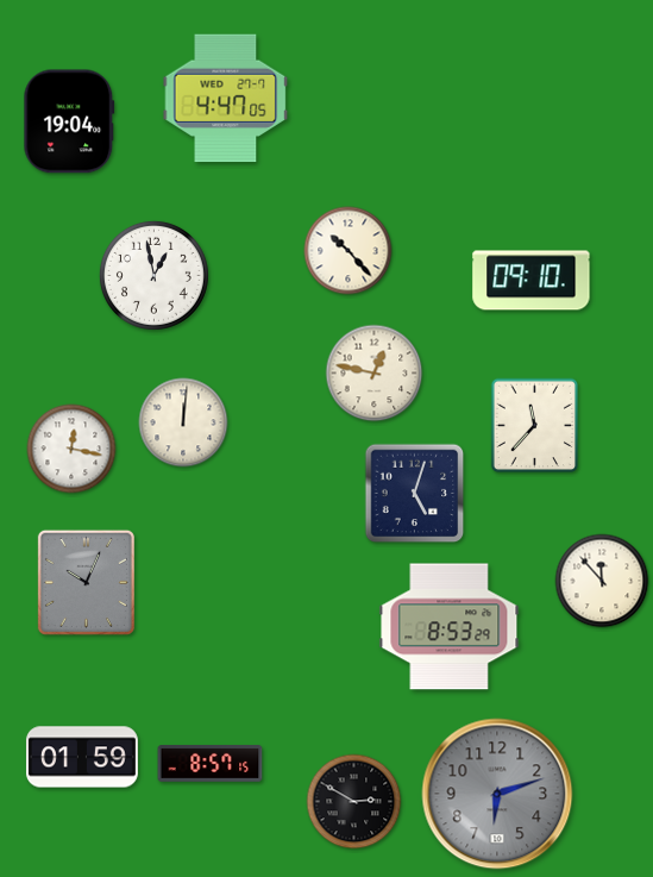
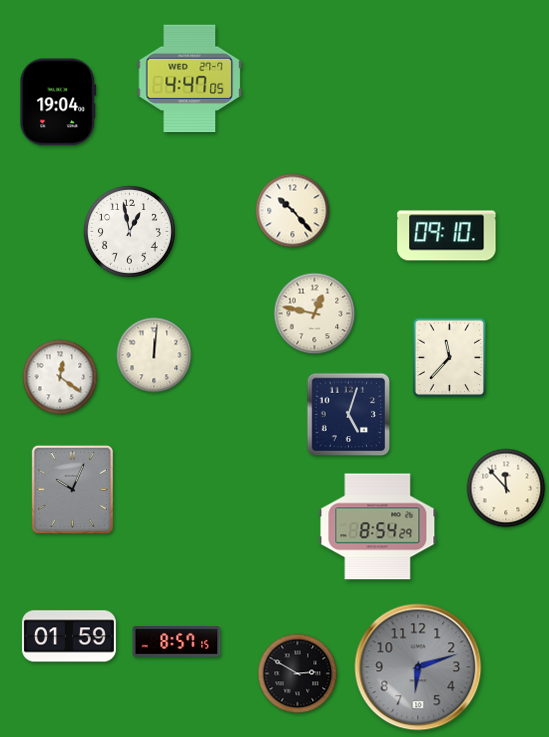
clock at (226, 99) position: (226, 99) -> (190, 79)
clock at (71, 449): 12:17 -> 12:21
clock at (450, 627): 8:53 -> 8:54
